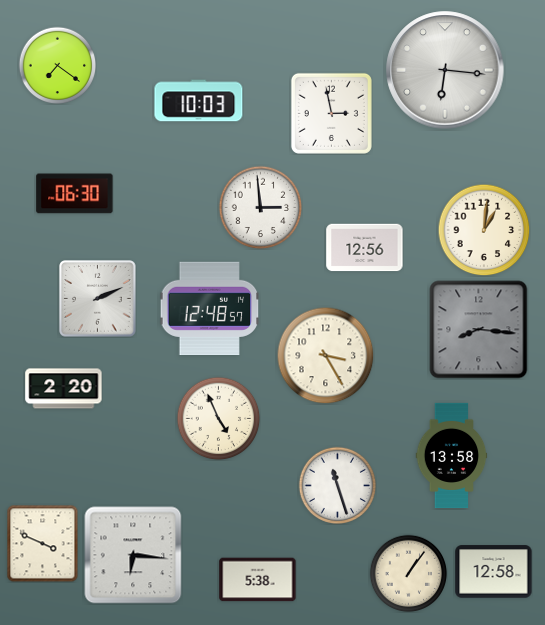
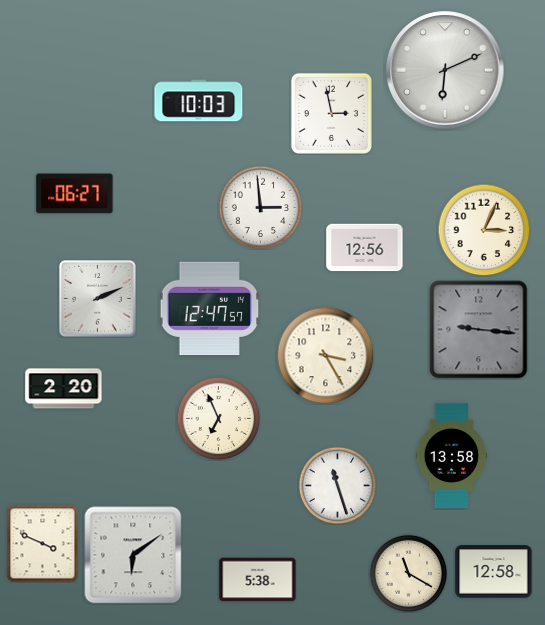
clock at (57, 65): 7:21 -> none
clock at (445, 70): 6:16 -> 6:11
clock at (75, 194): 06:30 -> 06:27
clock at (484, 230): 1:01 -> 3:04
clock at (209, 308): 12:48 -> 12:47
clock at (479, 330): 8:16 -> 9:16
clock at (218, 418): 4:56 -> 6:56
clock at (133, 555): 6:16 -> 6:09
clock at (408, 573): 1:06 -> 11:20
